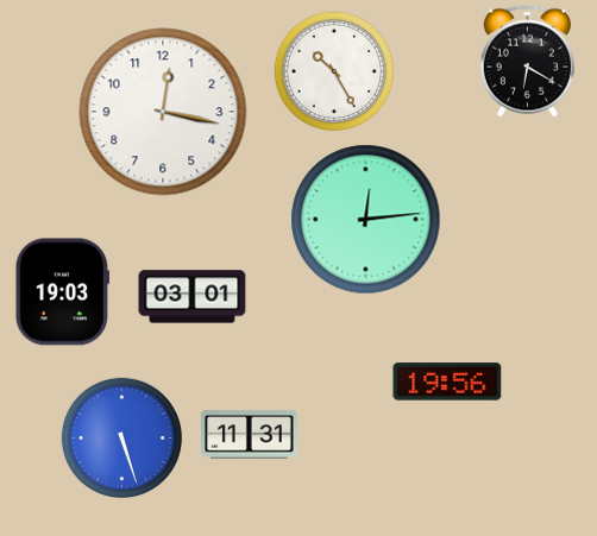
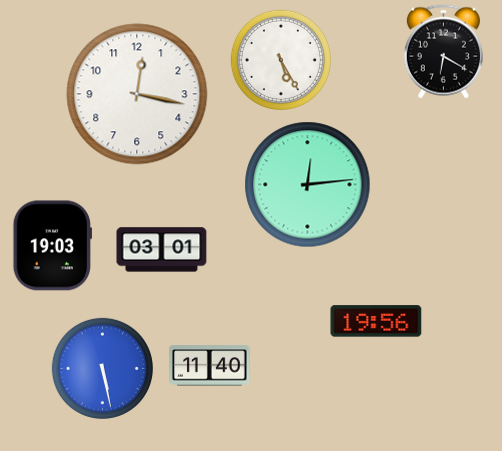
clock at (334, 71): 10:25 -> 5:25
clock at (250, 435): 11:31 -> 11:40
clock at (121, 437): 5:27 -> 5:28
